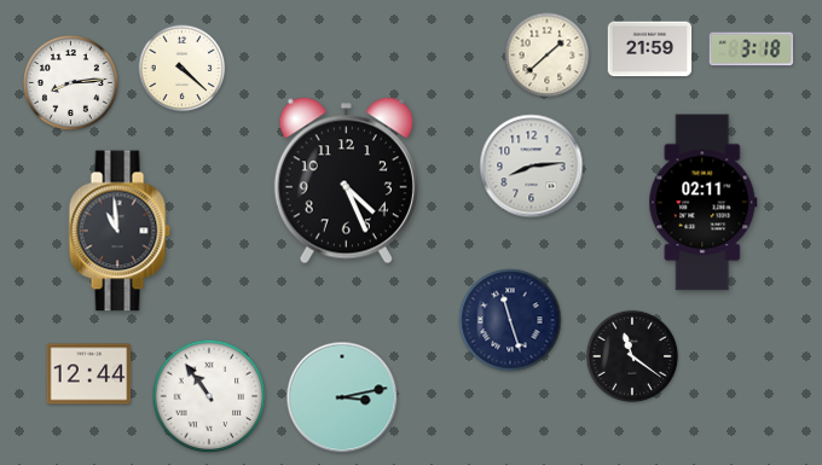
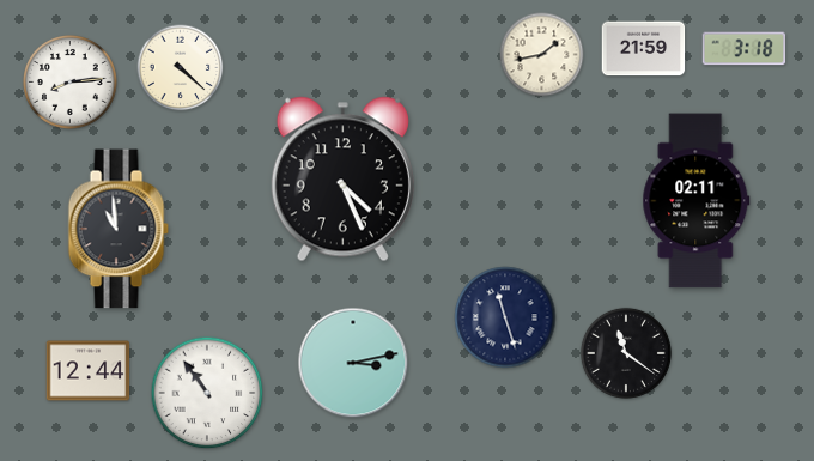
clock at (548, 56): 1:38 -> 1:43
clock at (532, 167): 8:14 -> none
clock at (342, 397) position: (342, 397) -> (353, 363)
